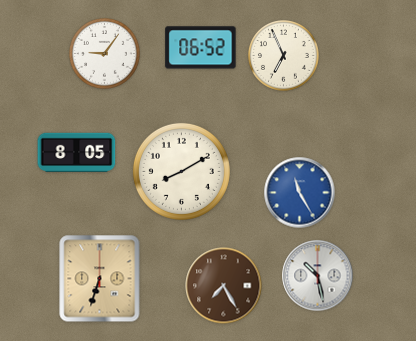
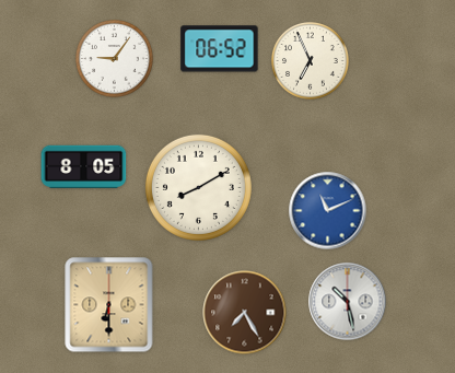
clock at (201, 48) position: (201, 48) -> (220, 49)
clock at (300, 193): 11:25 -> 11:11
clock at (100, 279): 6:33 -> 6:30
